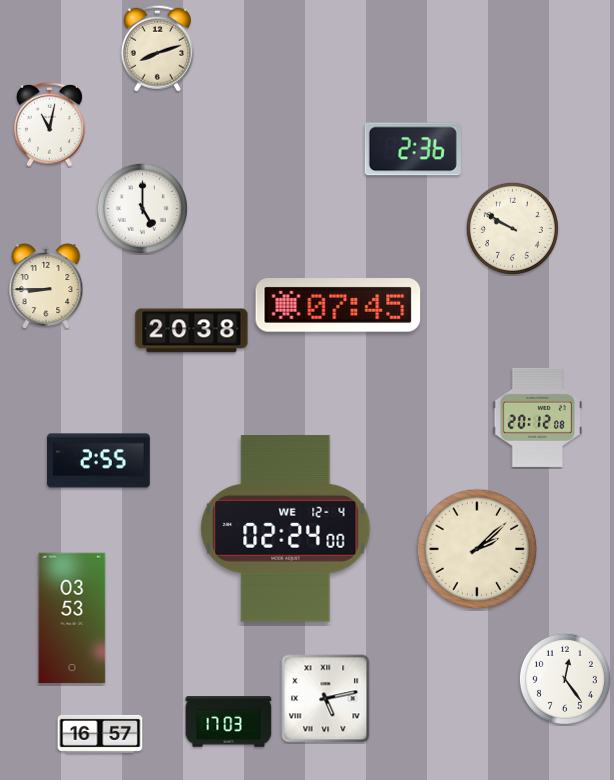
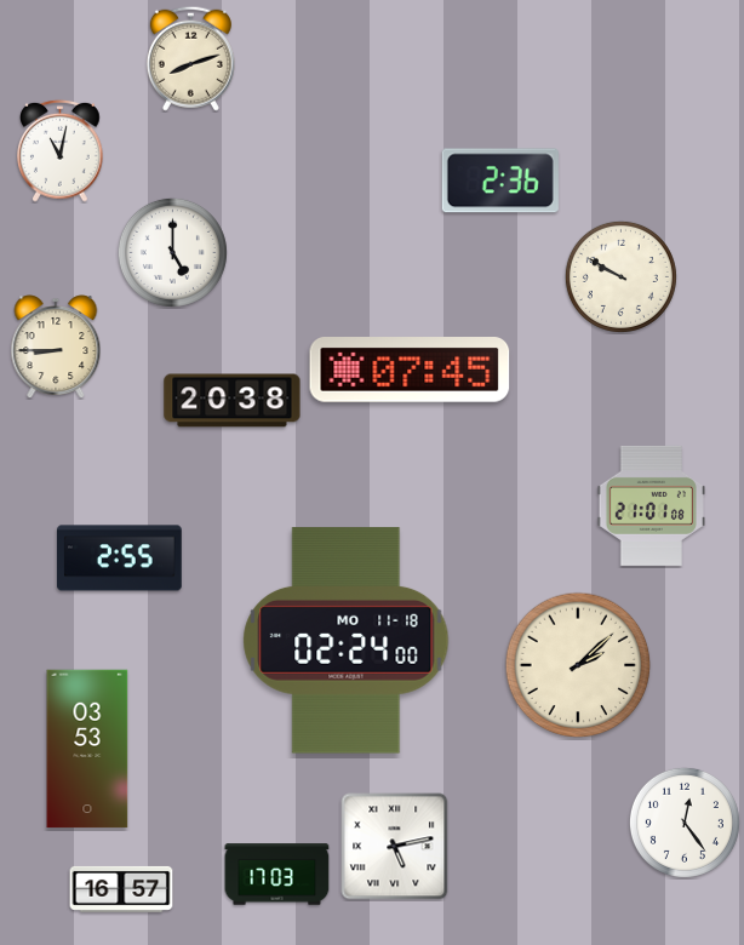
clock at (537, 417): 20:12 -> 21:01
clock at (286, 529) date: WE 12-4 -> MO 11-18
